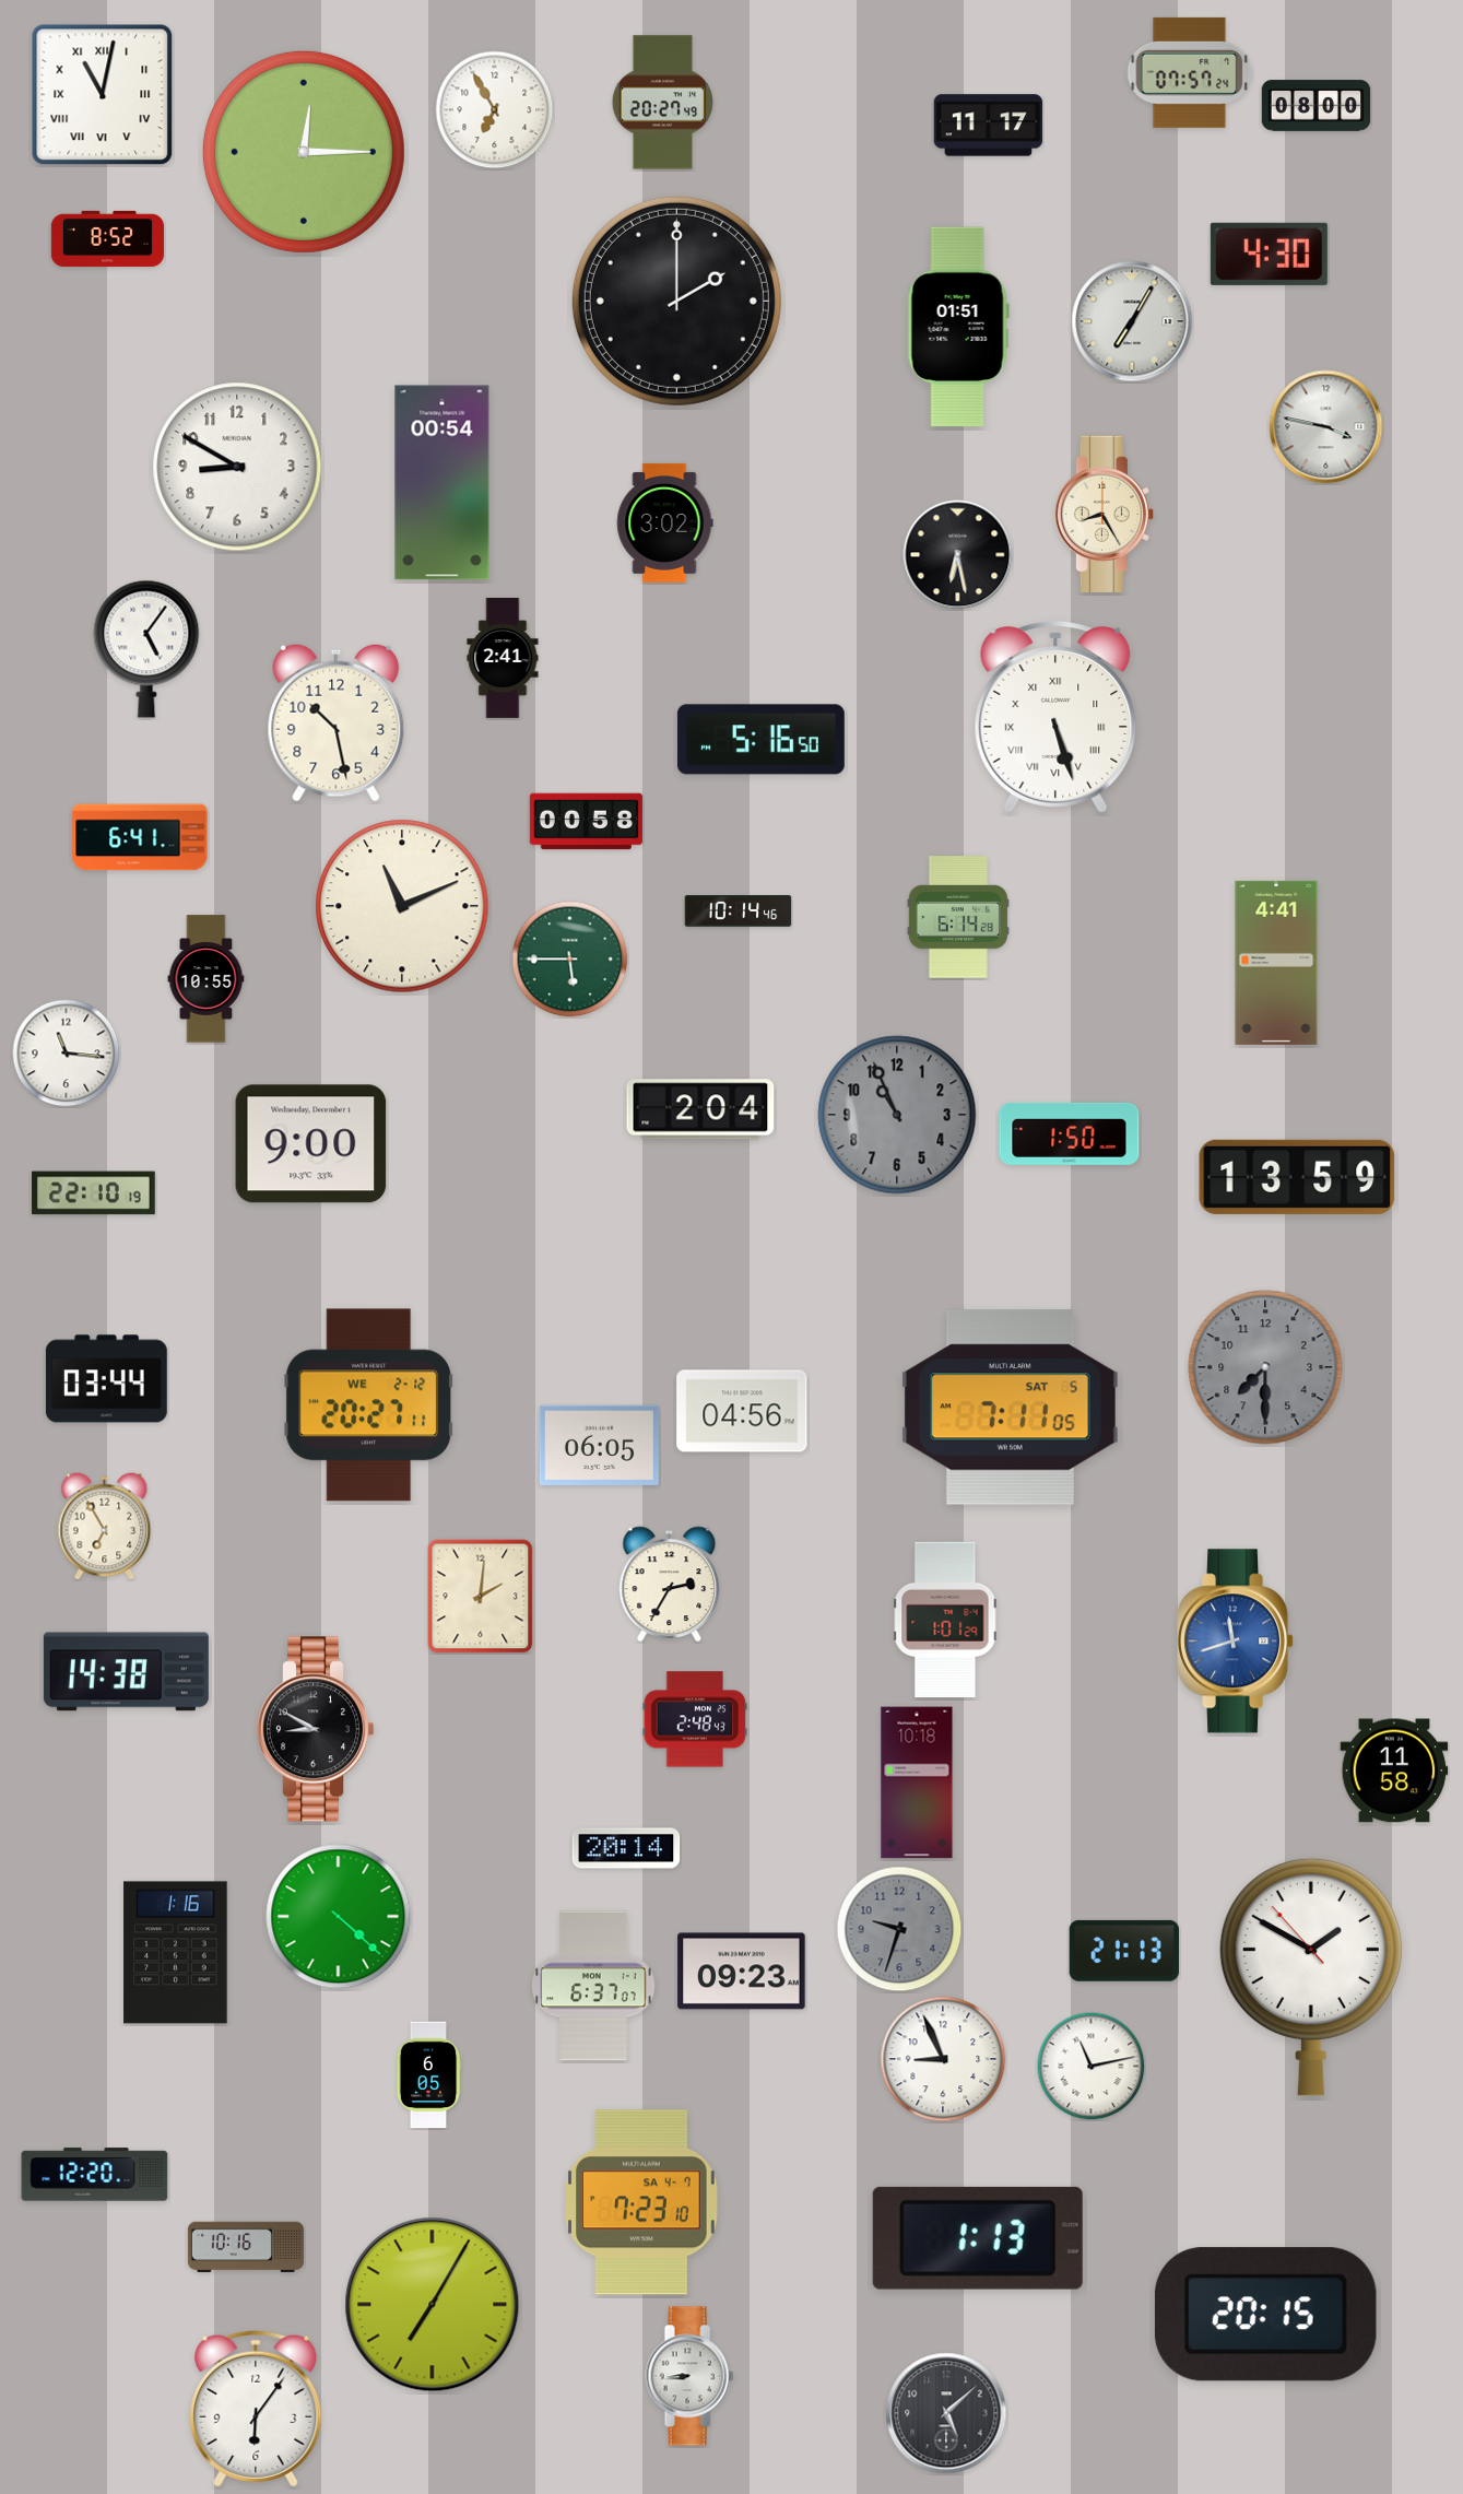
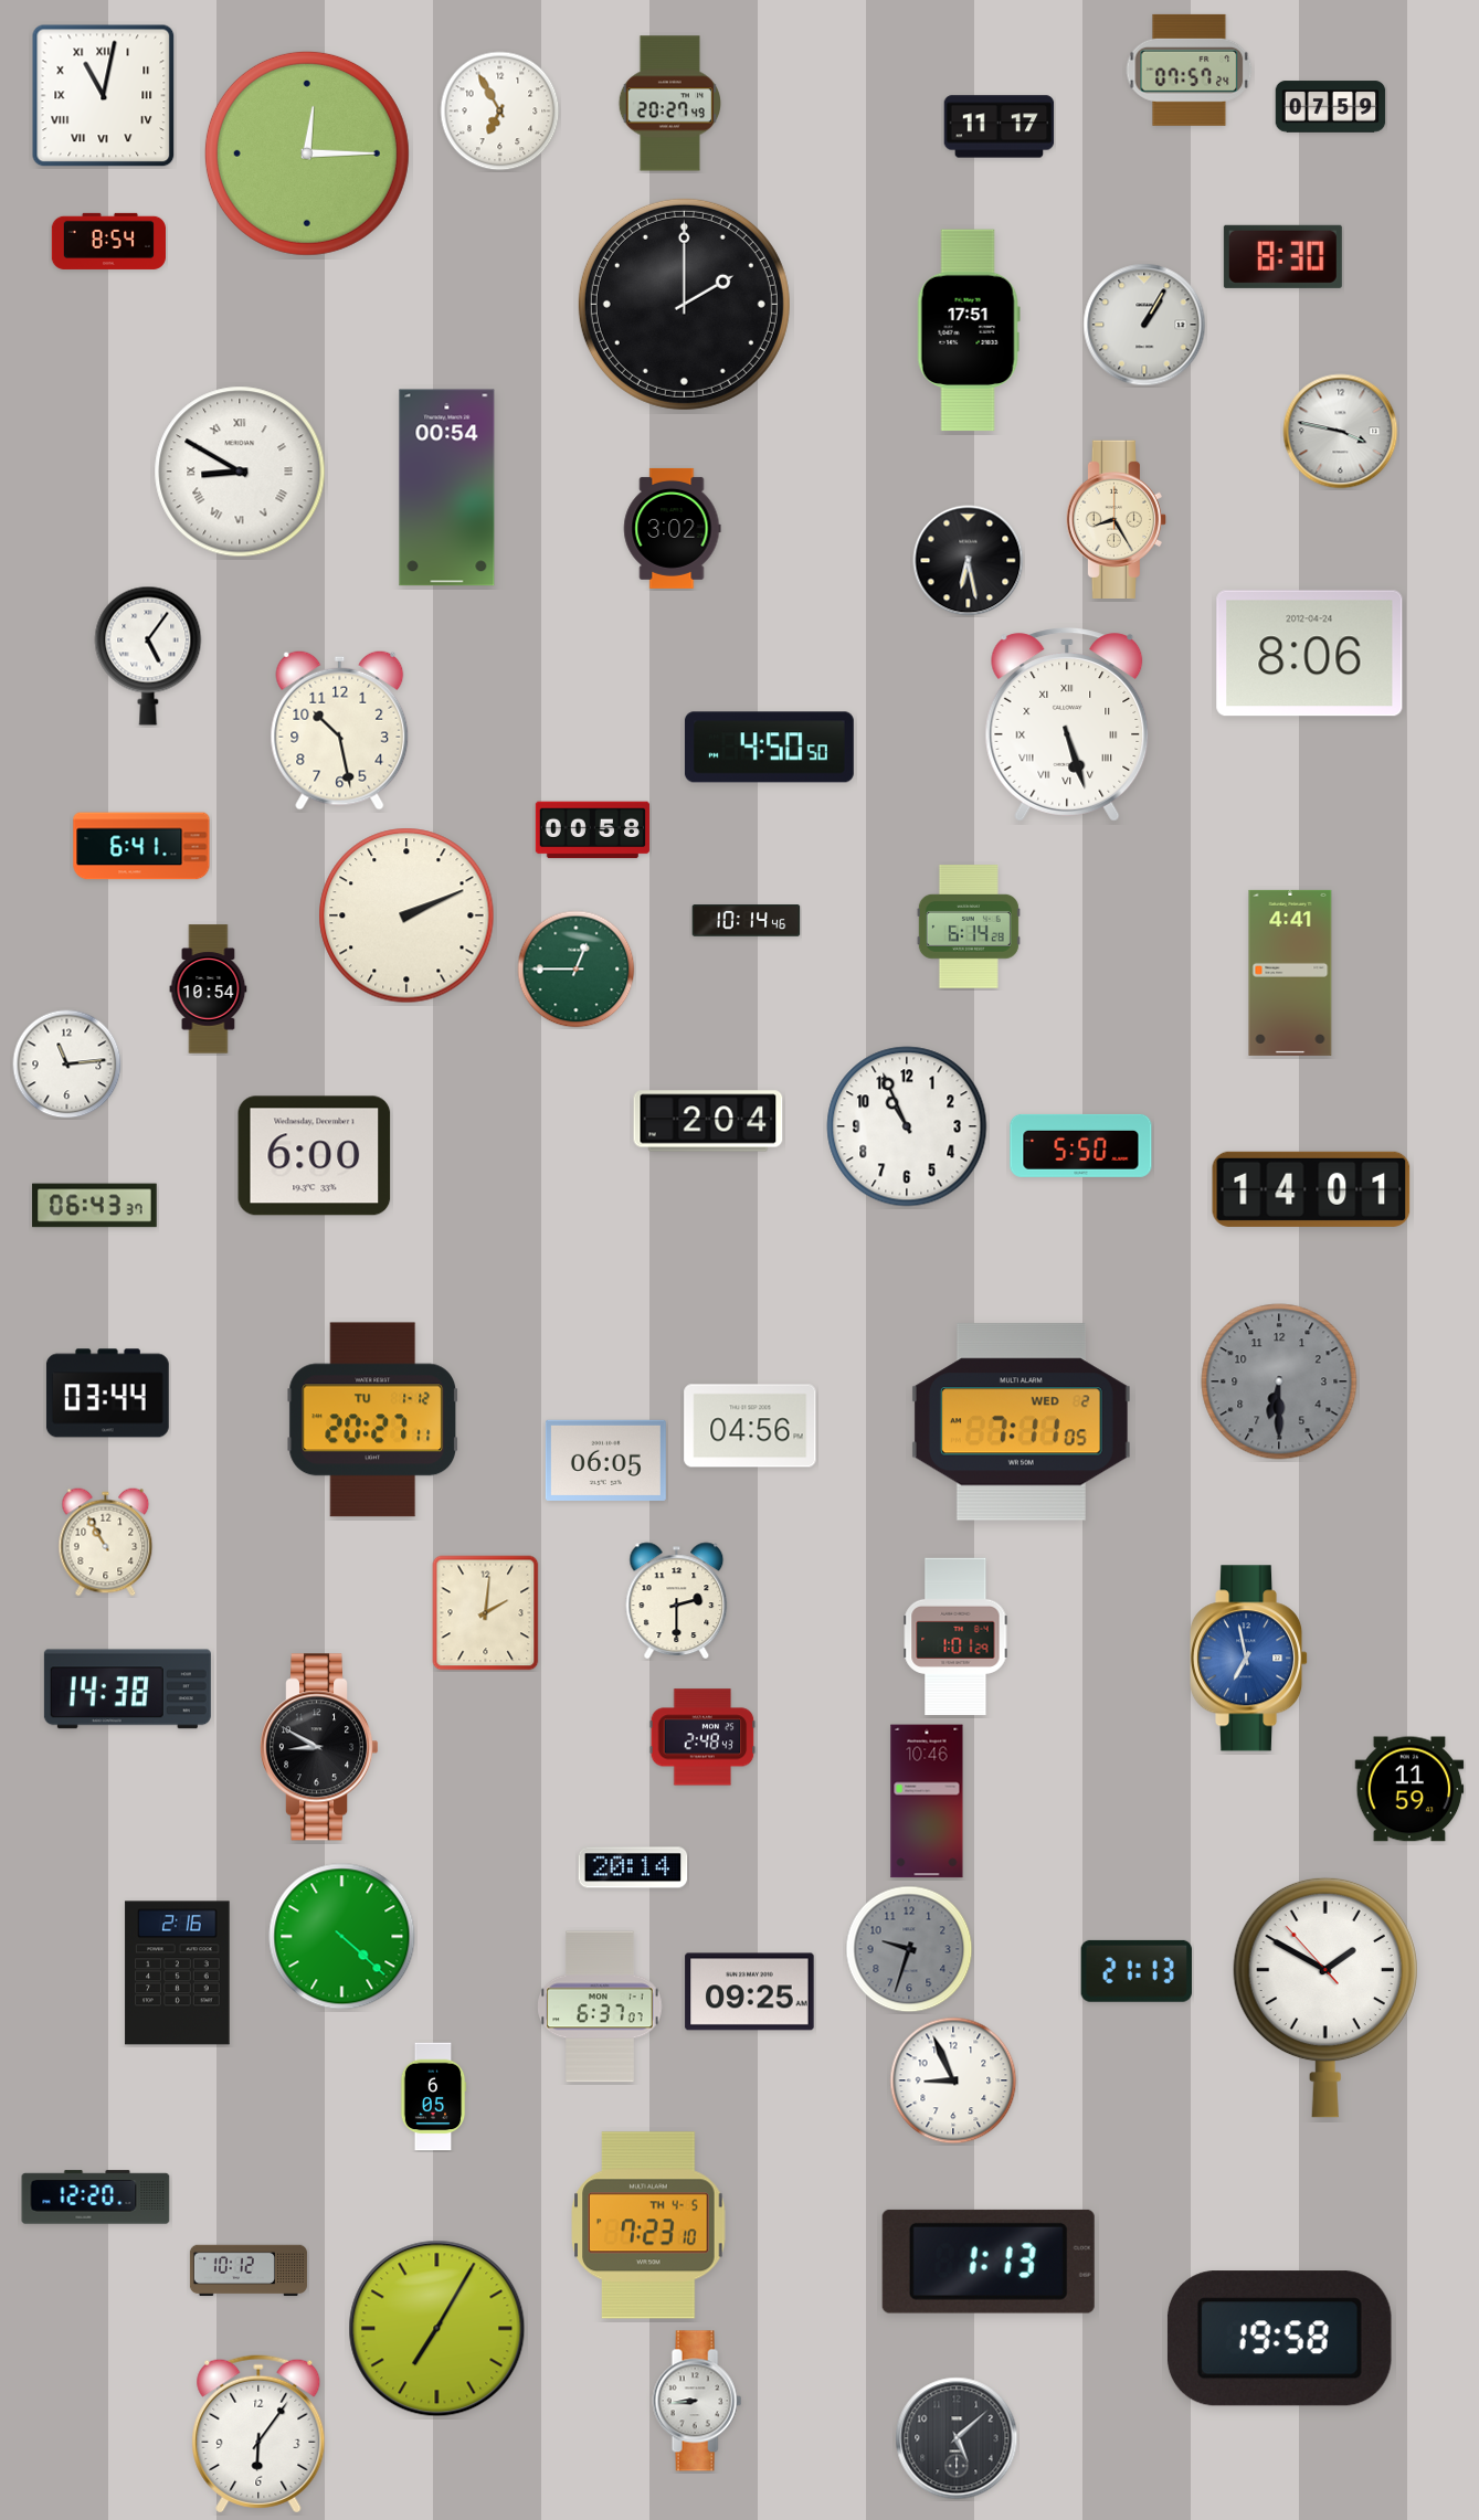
clock at (1190, 72) position: (1190, 72) -> (1190, 70)
clock at (1317, 106): 08:00 -> 07:59
clock at (107, 238): 8:52 -> 8:54
clock at (1269, 254): 4:30 -> 8:30
clock at (1132, 321): 7:05 -> 1:05
clock at (958, 327): 01:51 -> 17:51
clock at (237, 467) numerals: Arabic -> Roman
clock at (1310, 654): none -> 8:06
clock at (503, 659): 2:41 -> none
clock at (760, 740): 5:16 -> 4:50
clock at (402, 906): 11:11 -> 2:11
clock at (570, 960): 5:45 -> 12:45
clock at (207, 979): 10:55 -> 10:54
clock at (67, 1054): 11:16 -> 11:14
clock at (897, 1115) dial: grey -> white
clock at (1070, 1133): 1:50 -> 5:50
clock at (311, 1144): 9:00 -> 6:00
clock at (1297, 1177): 13:59 -> 14:01
clock at (94, 1193): 22:10 -> 06:43
clock at (1265, 1367): 7:30 -> 6:30
clock at (368, 1405) date: WE 2-12 -> TU 1-12
clock at (1010, 1408) date: SAT 5 -> WED 2
clock at (105, 1527): 6:55 -> 10:55
clock at (670, 1585): 2:35 -> 2:30
clock at (1237, 1642): 11:42 -> 6:58
clock at (1394, 1770): 11:58 -> 11:59
clock at (917, 1783): 10:18 -> 10:46
clock at (176, 1953): 1:16 -> 2:16
clock at (742, 1972): 09:23 -> 09:25
clock at (1092, 2067): 11:13 -> none
clock at (641, 2202) date: SA 4-7 -> TH 4-5
clock at (246, 2247): 10:16 -> 10:12
clock at (1265, 2315): 20:15 -> 19:58
